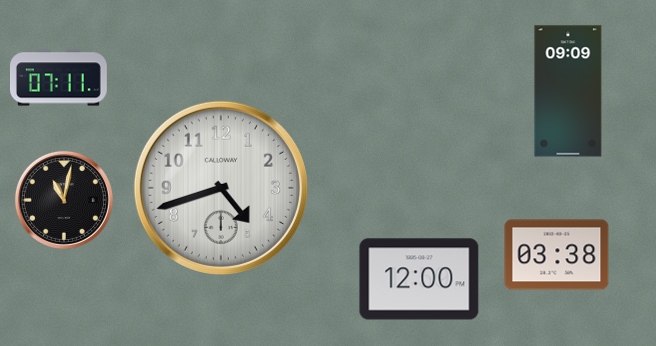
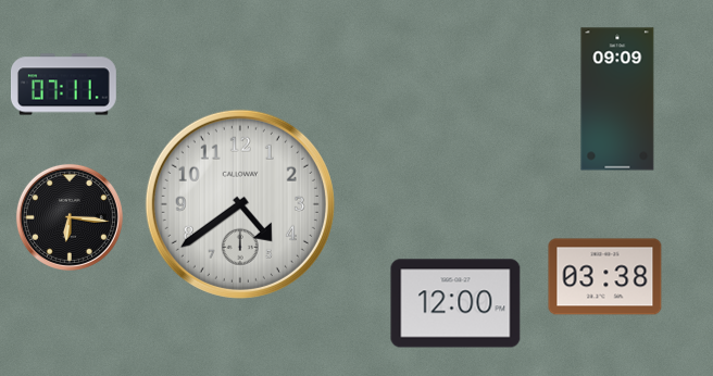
clock at (221, 188): 4:42 -> 4:39
clock at (64, 200): 11:02 -> 6:16
